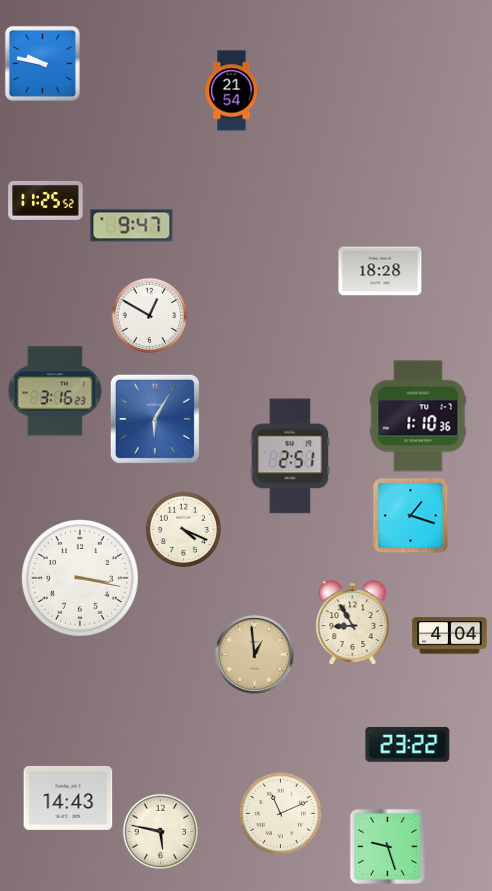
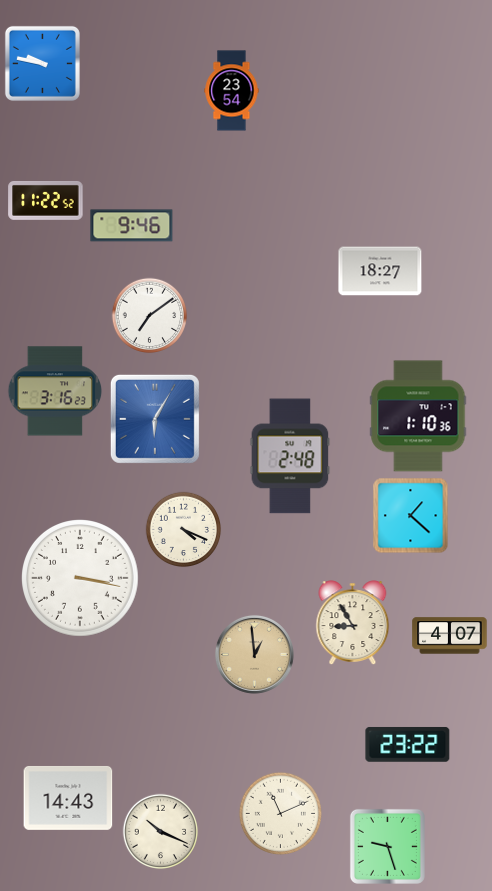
clock at (232, 91): 21:54 -> 23:54
clock at (46, 200): 11:25 -> 11:22
clock at (132, 226): 9:47 -> 9:46
clock at (380, 271): 18:28 -> 18:27
clock at (150, 316): 12:50 -> 7:09
clock at (290, 456): 2:51 -> 2:48
clock at (411, 516): 1:18 -> 1:22
clock at (450, 636): 4:04 -> 4:07
clock at (161, 832): 5:47 -> 10:19
